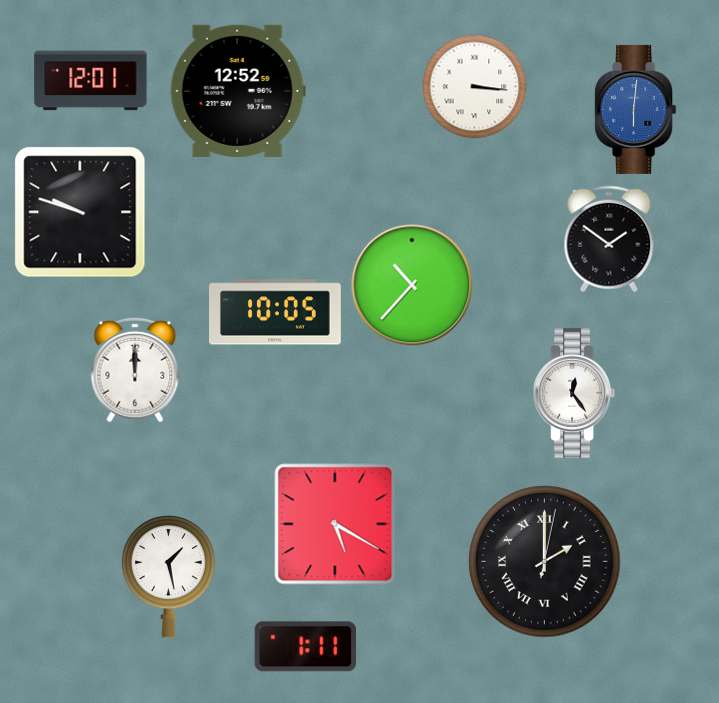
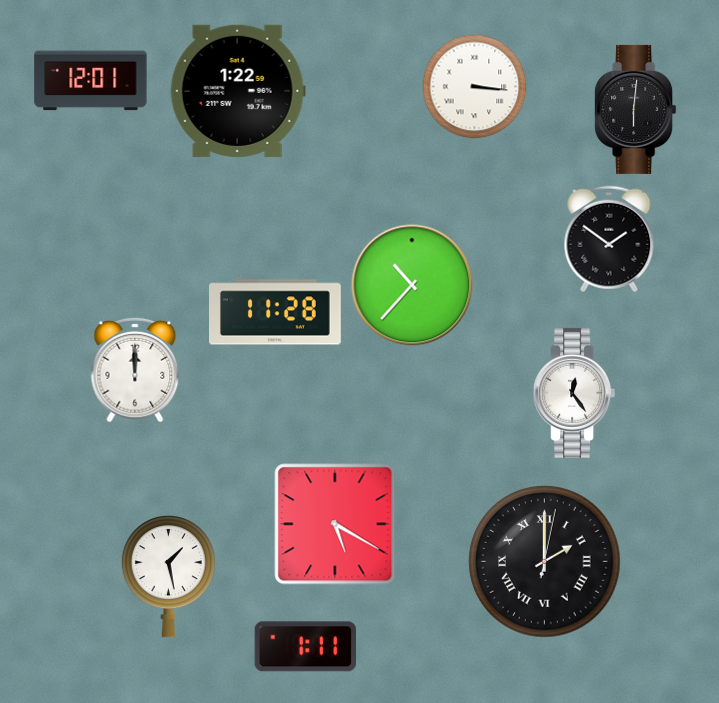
clock at (238, 91): 12:52 -> 1:22
clock at (636, 109) dial: blue -> black
clock at (80, 212): 9:48 -> none
clock at (276, 312): 10:05 -> 11:28
